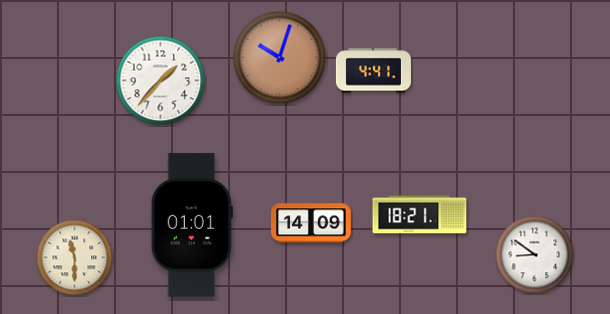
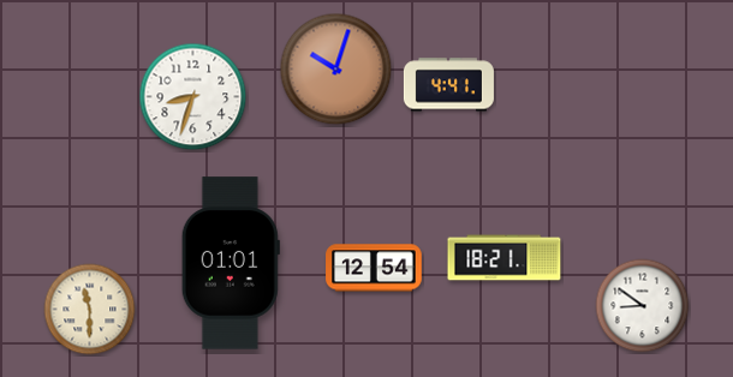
clock at (161, 81): 1:37 -> 8:33
clock at (311, 223): 14:09 -> 12:54
clock at (192, 225) position: (192, 225) -> (231, 263)
